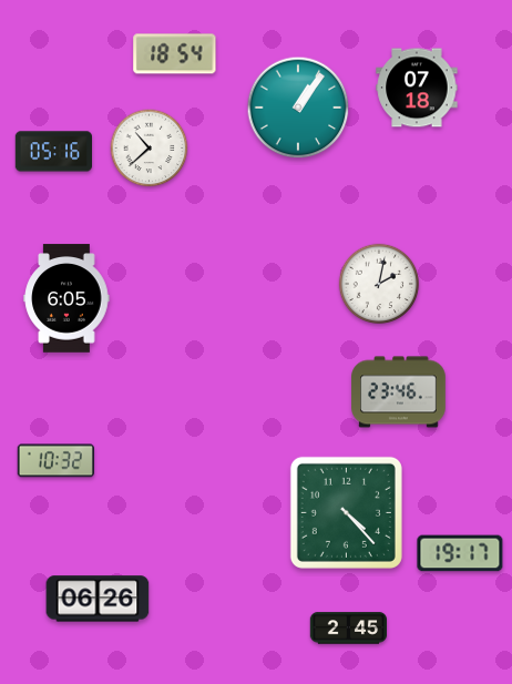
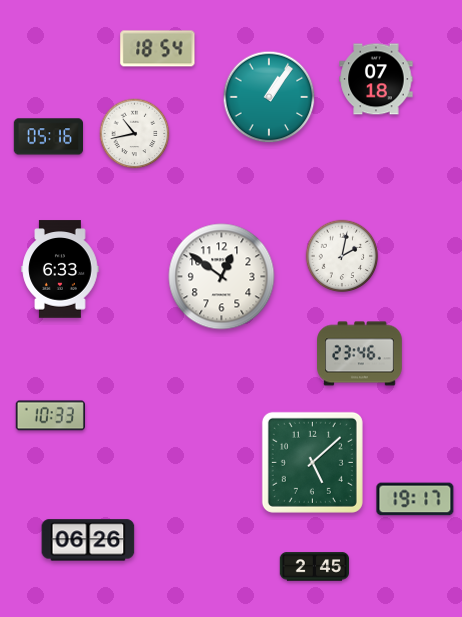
clock at (150, 149): 10:38 -> 10:43
clock at (66, 298): 6:05 -> 6:33
clock at (222, 277): none -> 12:51
clock at (55, 461): 10:32 -> 10:33
clock at (346, 512): 4:23 -> 5:08
